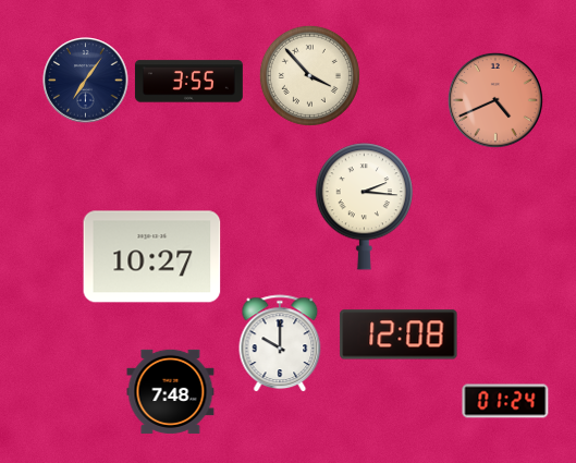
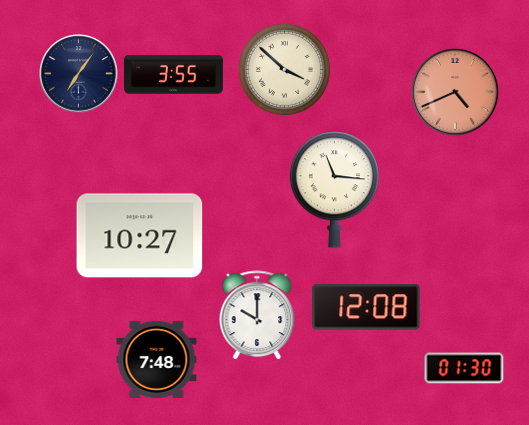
clock at (309, 75): 3:53 -> 3:52
clock at (364, 207): 2:16 -> 11:16
clock at (505, 401): 01:24 -> 01:30
